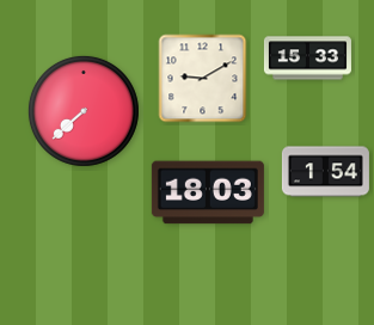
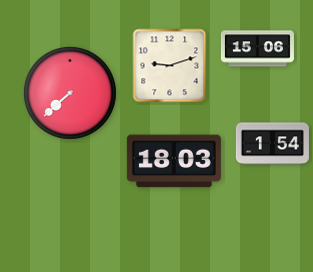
clock at (307, 59): 15:33 -> 15:06
clock at (203, 79): 9:10 -> 9:12
